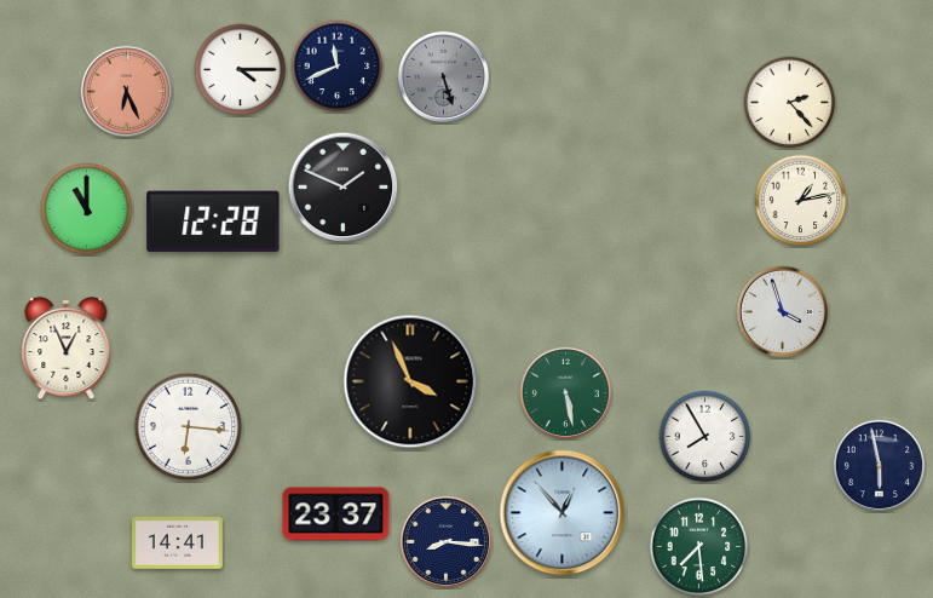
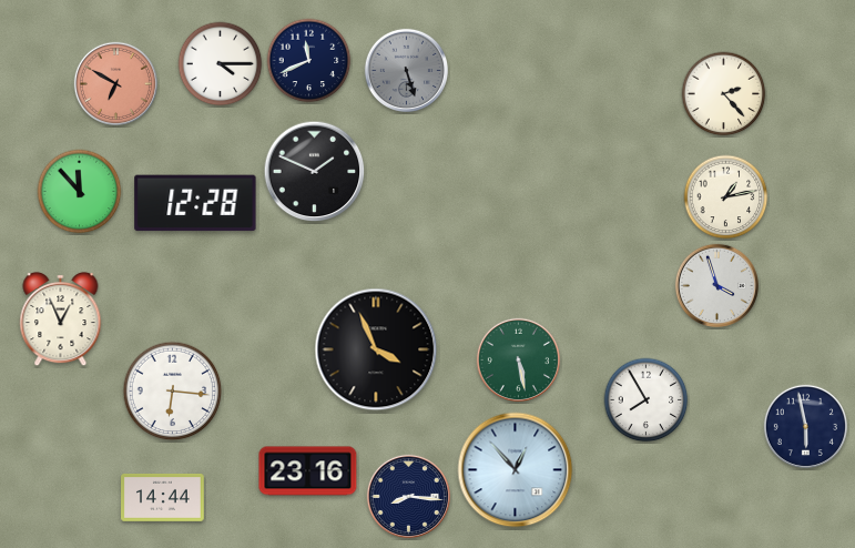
clock at (126, 91): 6:26 -> 6:50
clock at (801, 201) position: (801, 201) -> (726, 197)
clock at (87, 209): 11:00 -> 11:53
clock at (336, 514): 23:37 -> 23:16
clock at (178, 544): 14:41 -> 14:44
clock at (699, 547): 7:29 -> none
